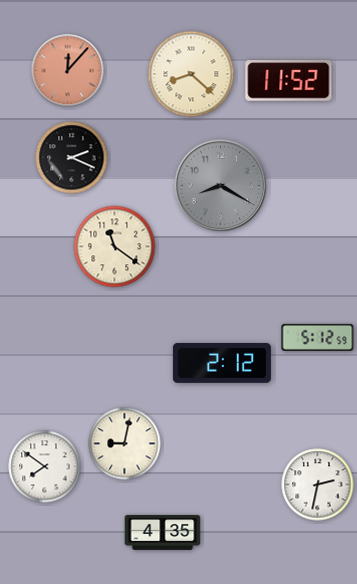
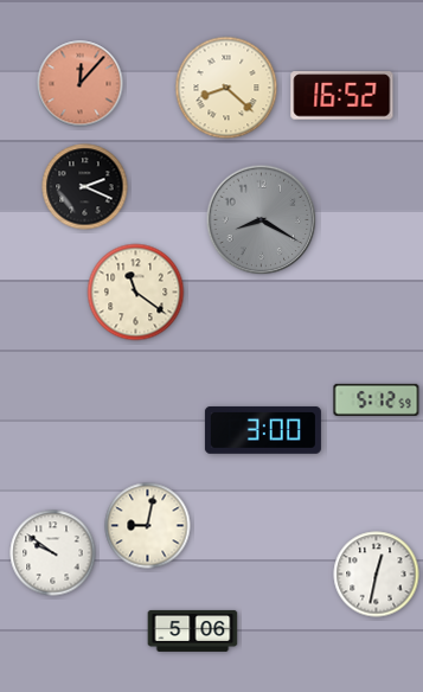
clock at (289, 81): 11:52 -> 16:52
clock at (222, 363): 2:12 -> 3:00
clock at (45, 467): 7:51 -> 9:51
clock at (318, 485): 2:32 -> 12:32
clock at (163, 532): 4:35 -> 5:06
